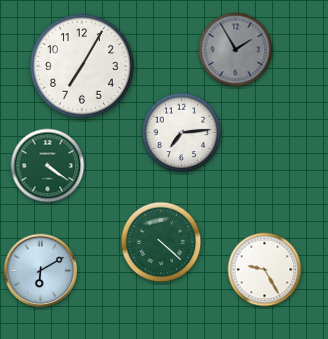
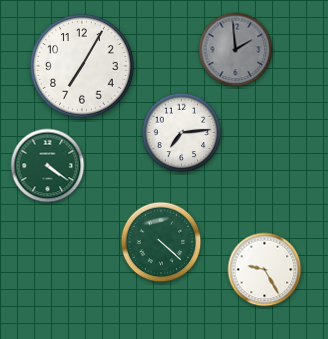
clock at (236, 50): 1:55 -> 1:59
clock at (41, 271): 6:10 -> none
